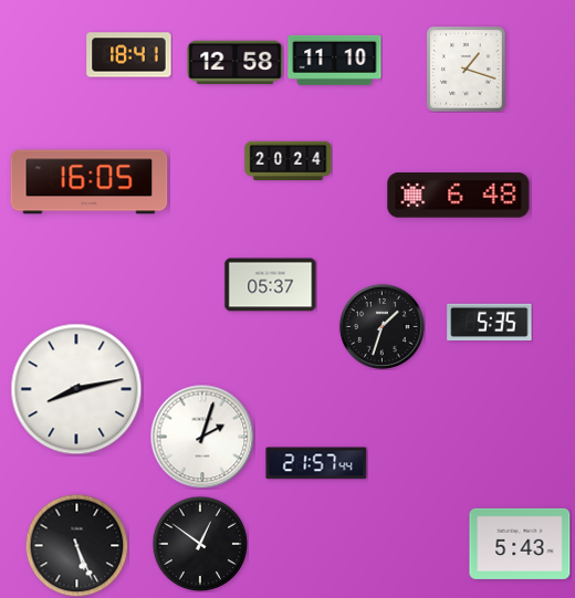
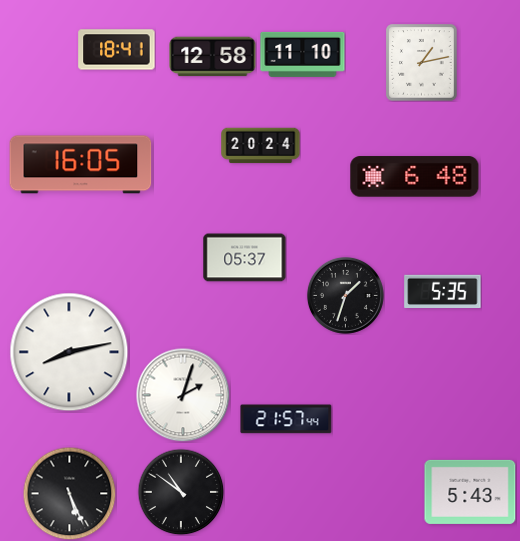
clock at (467, 70): 1:18 -> 1:13
clock at (200, 544): 12:51 -> 10:51
